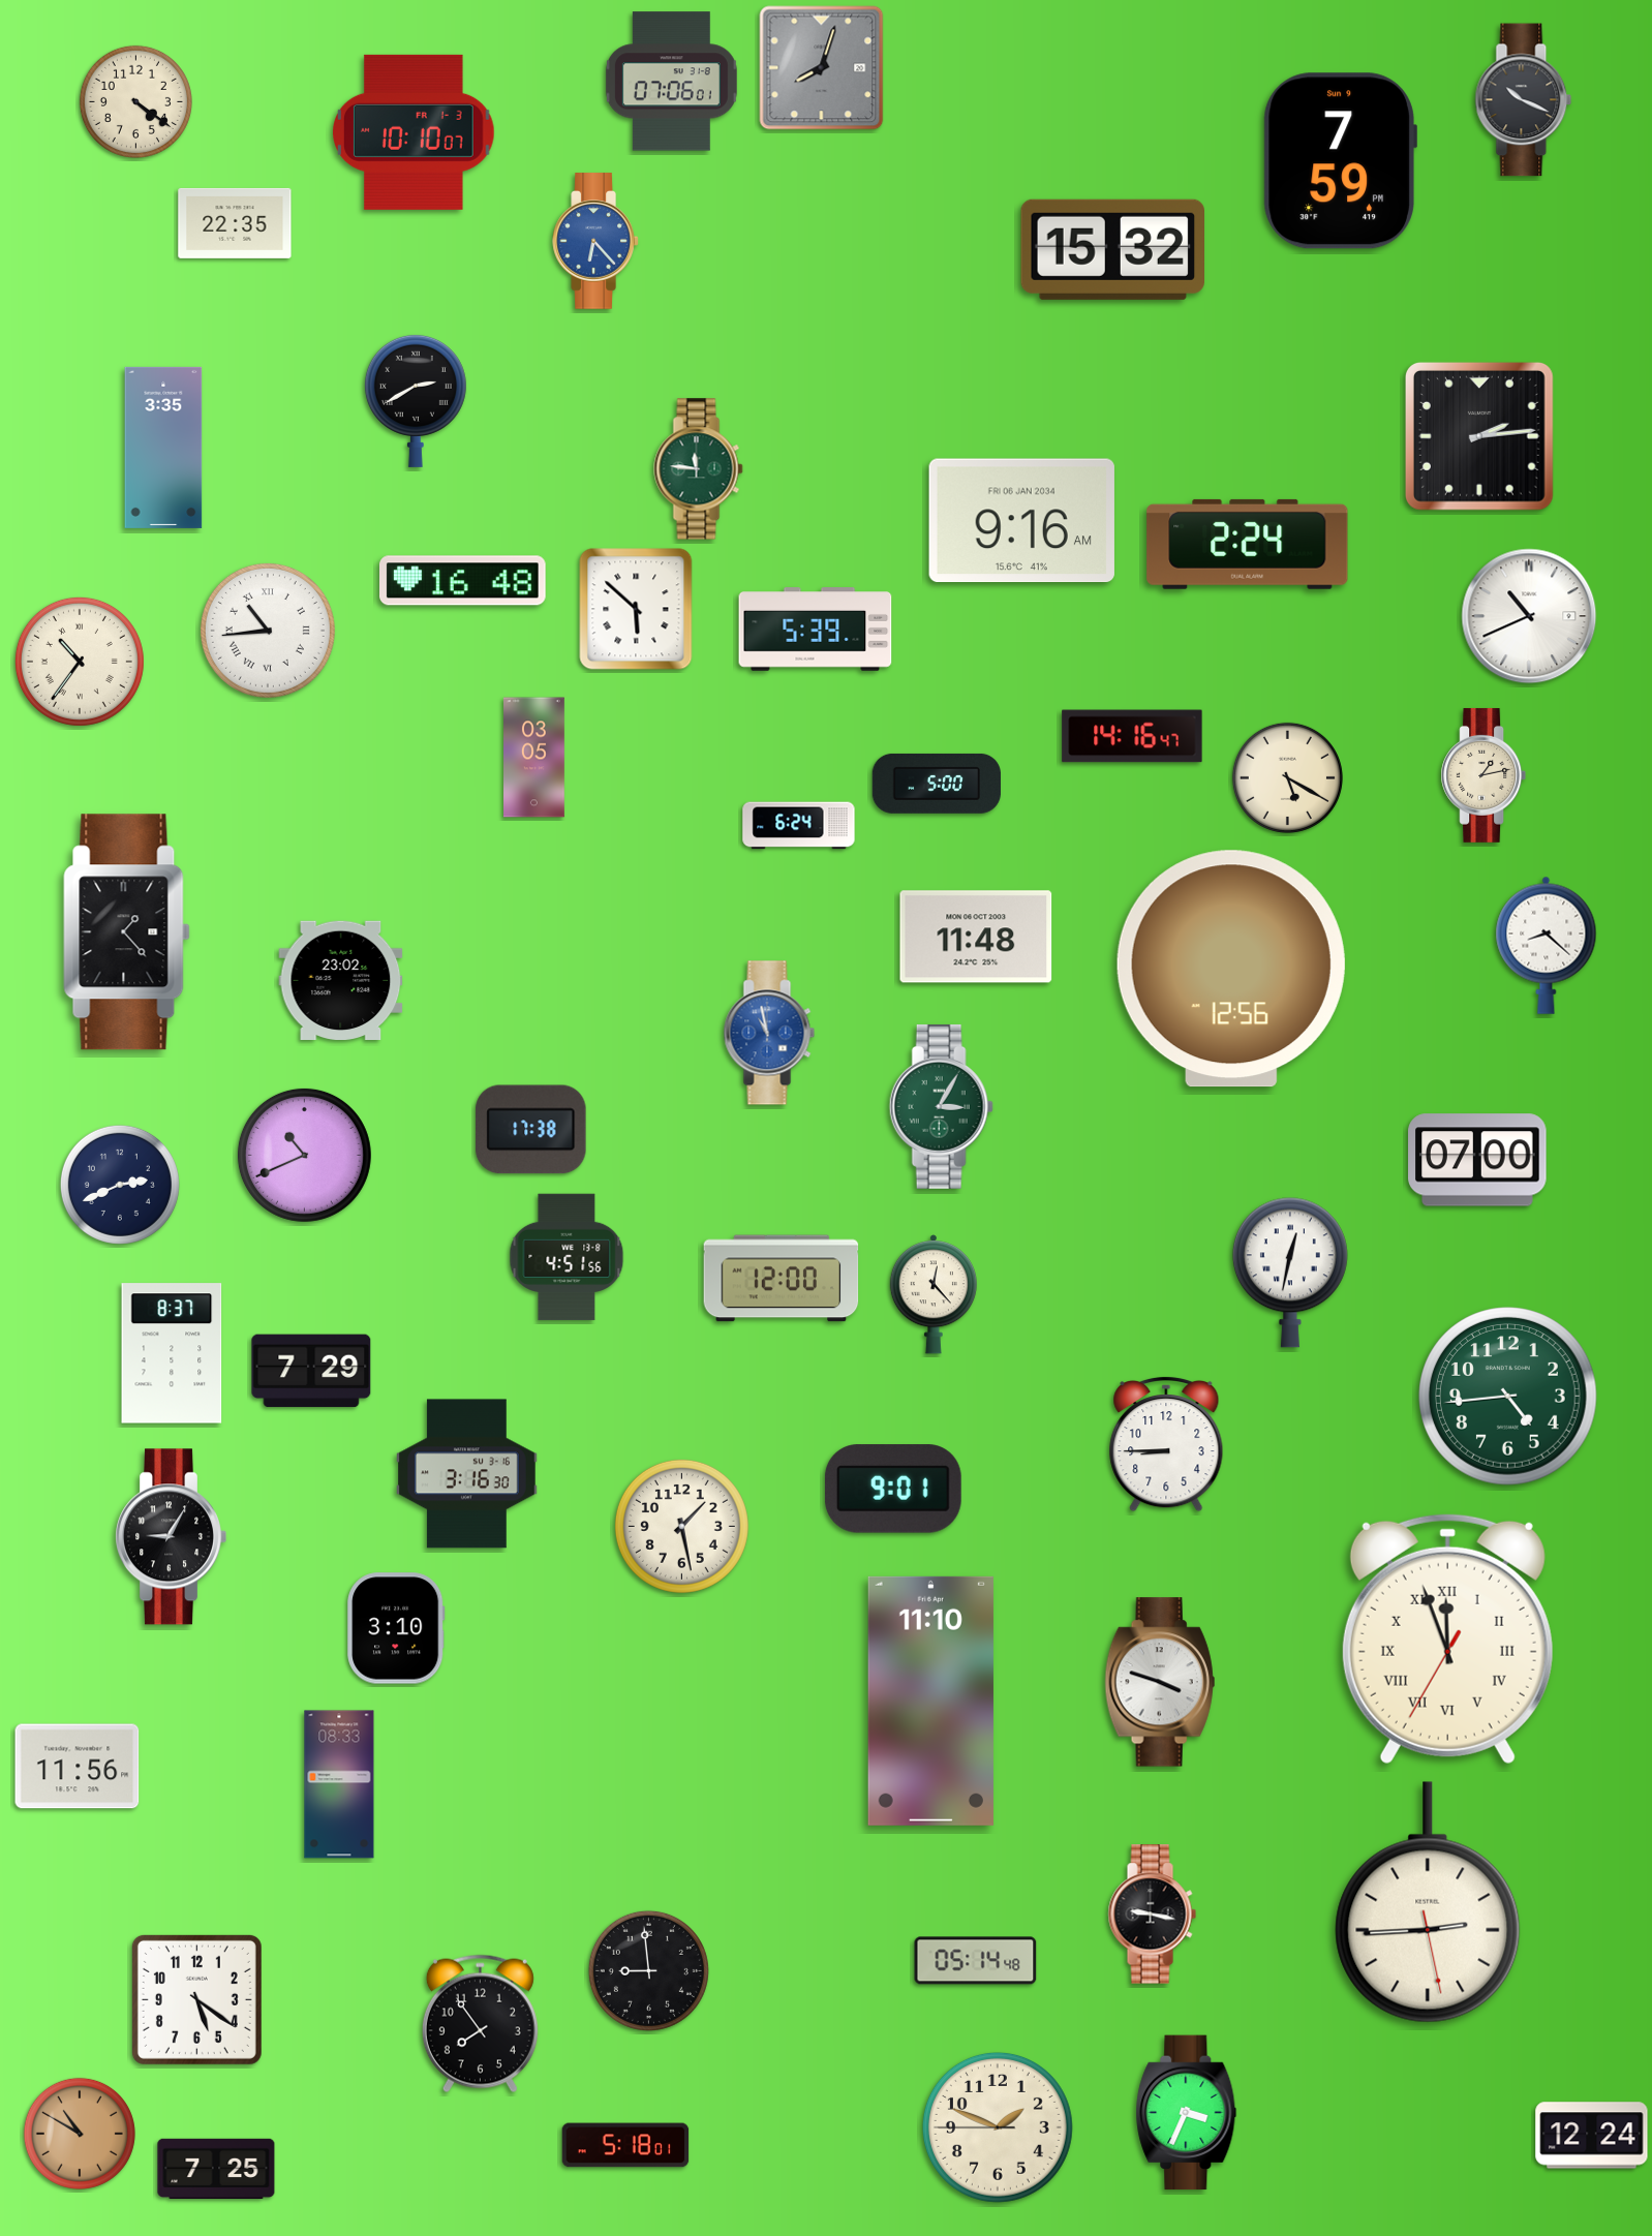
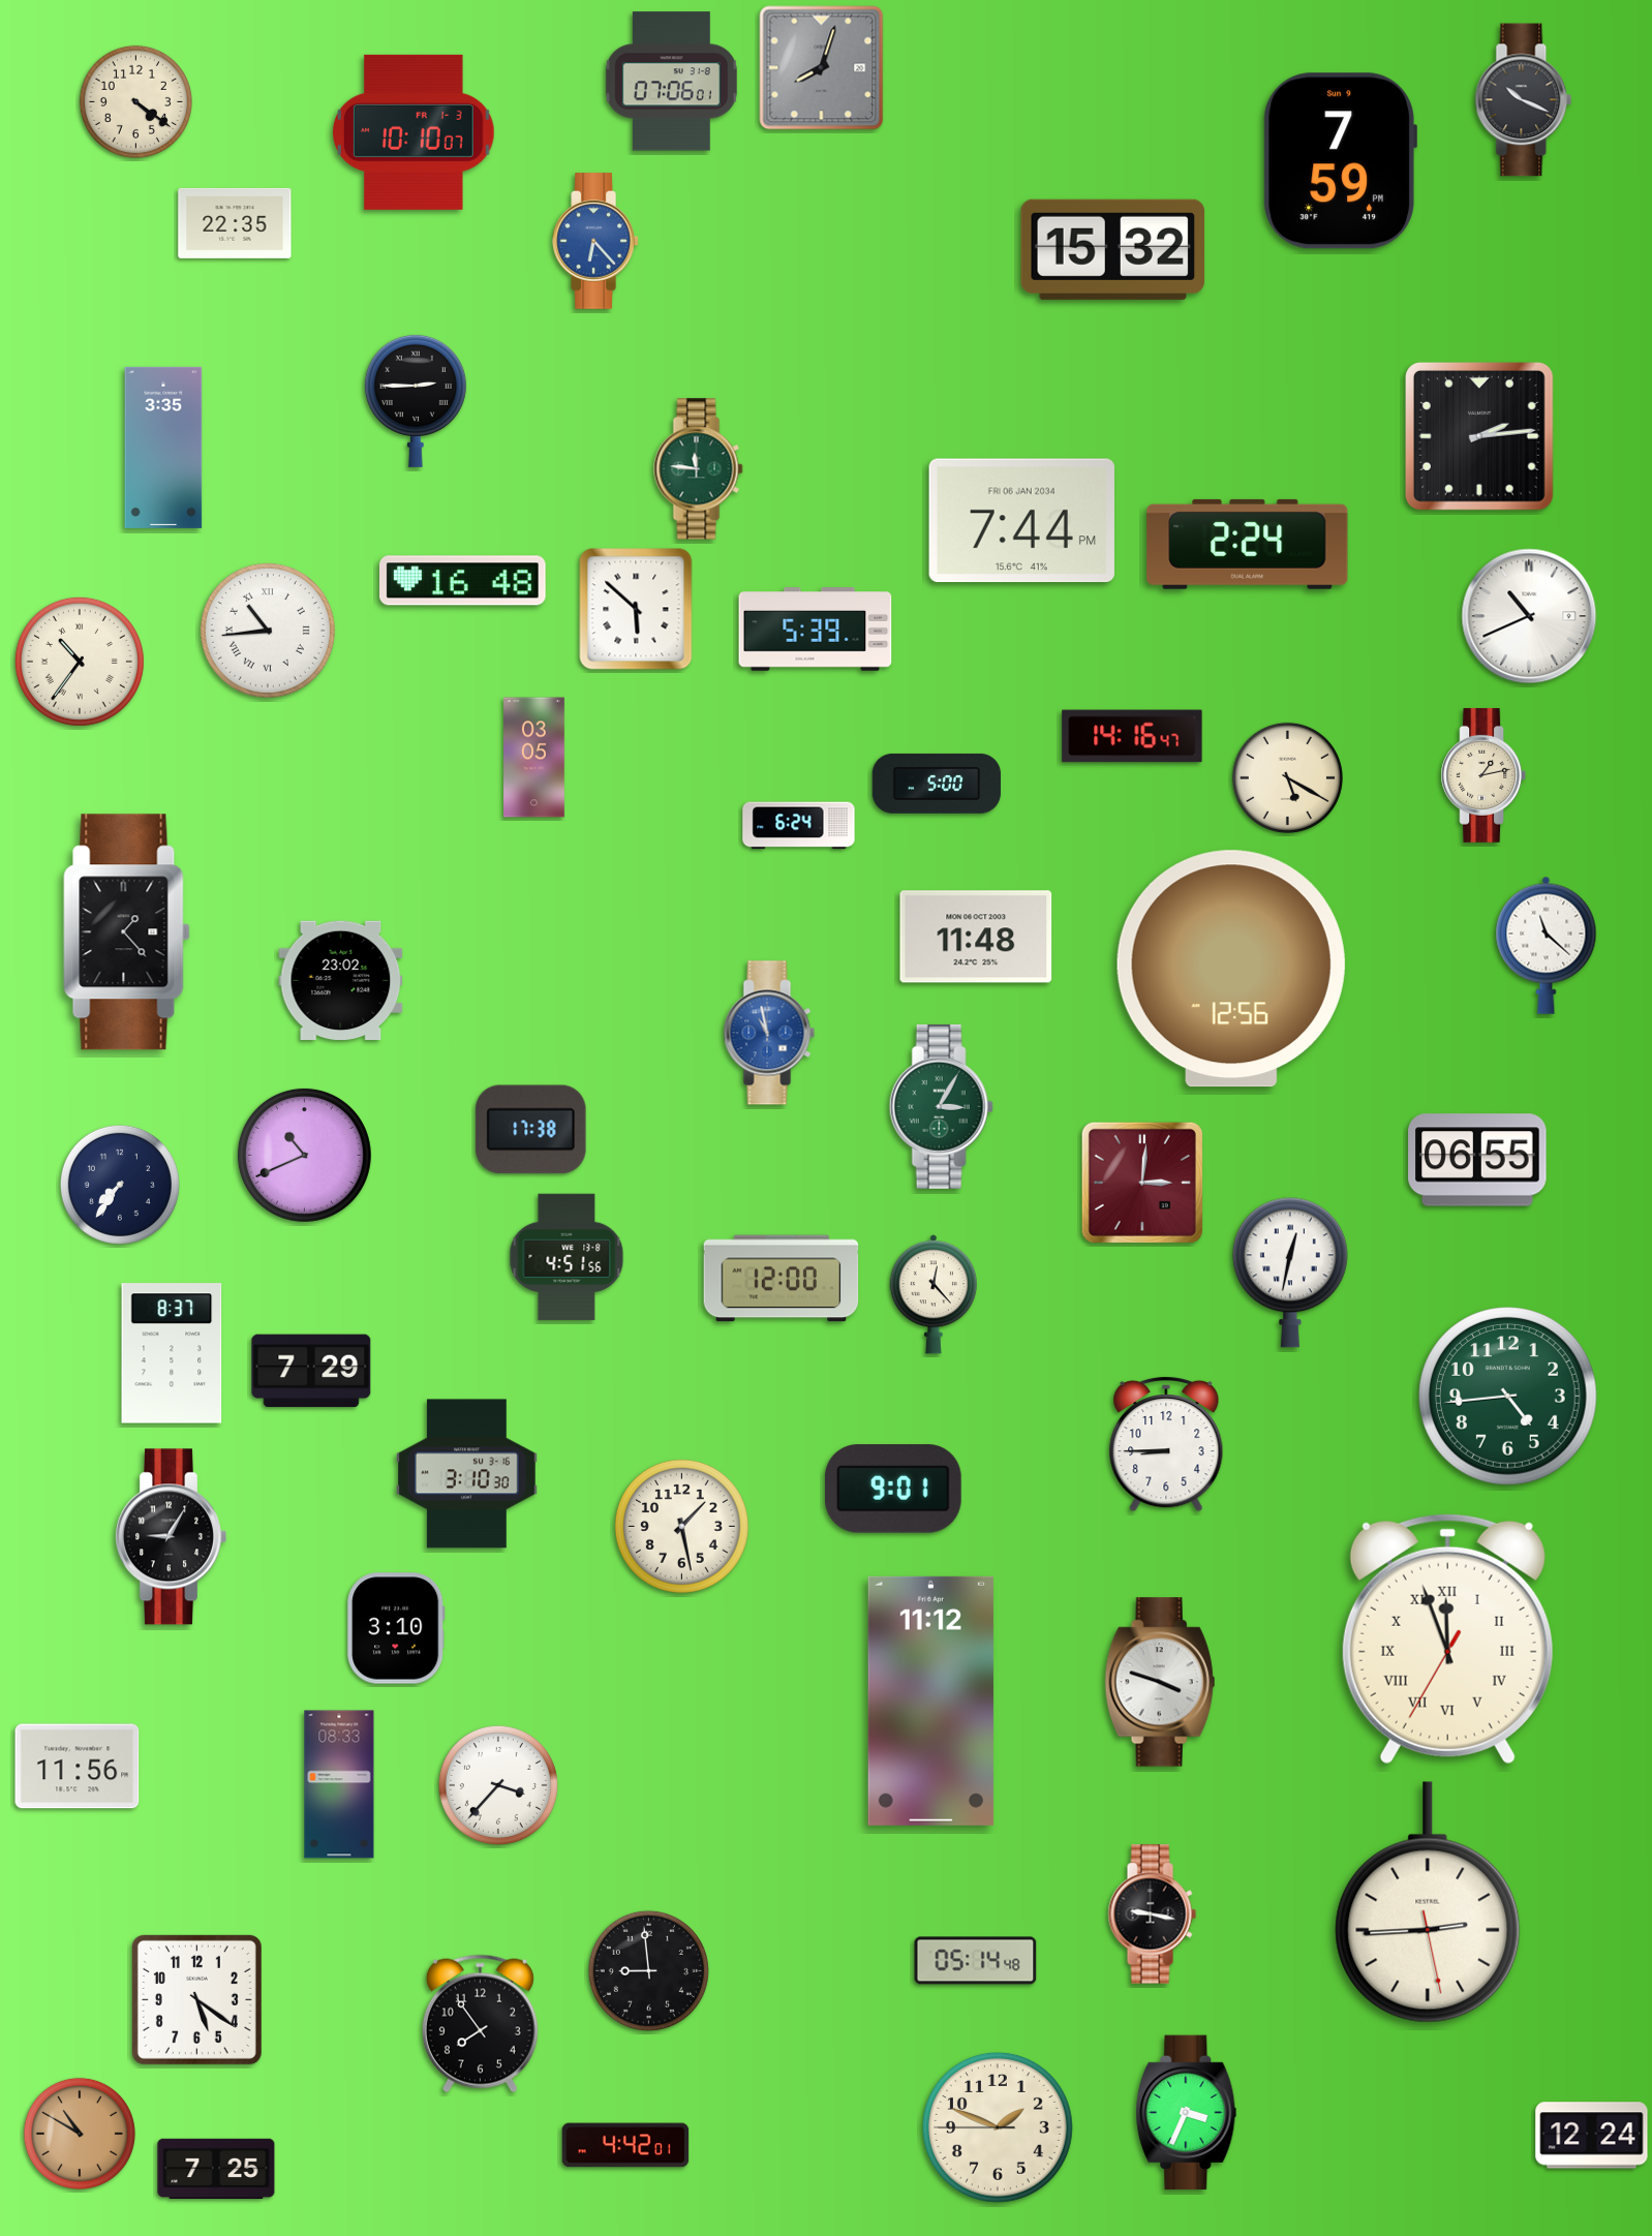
clock at (416, 400): 2:40 -> 2:45
clock at (1021, 521): 9:16 -> 7:44
clock at (1547, 945): 8:22 -> 11:22
clock at (1477, 1160): 07:00 -> 06:55
clock at (1142, 1183): none -> 3:01
clock at (120, 1185): 2:41 -> 7:36
clock at (467, 1474): 3:16 -> 3:10
clock at (930, 1701): 11:10 -> 11:12
clock at (498, 1785): none -> 3:37
clock at (625, 2145): 5:18 -> 4:42
